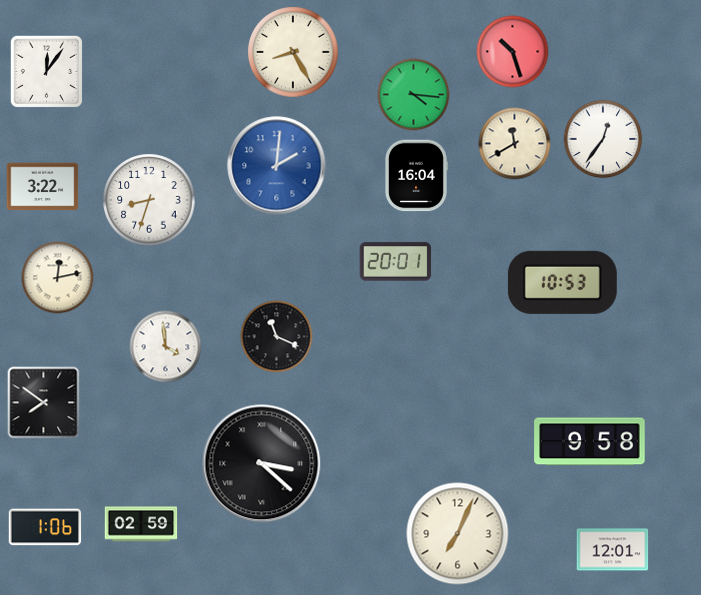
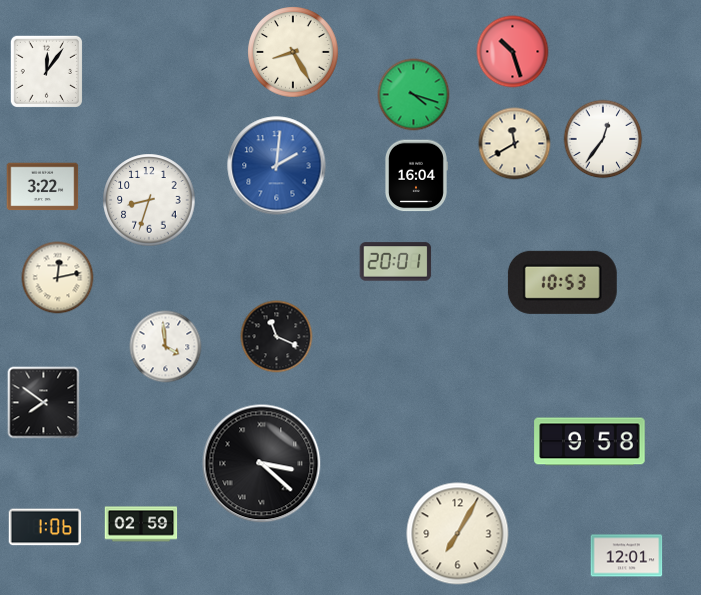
clock at (414, 95): 4:16 -> 4:18
clock at (458, 534): 7:04 -> 7:05
clock at (613, 550) position: (613, 550) -> (627, 556)
